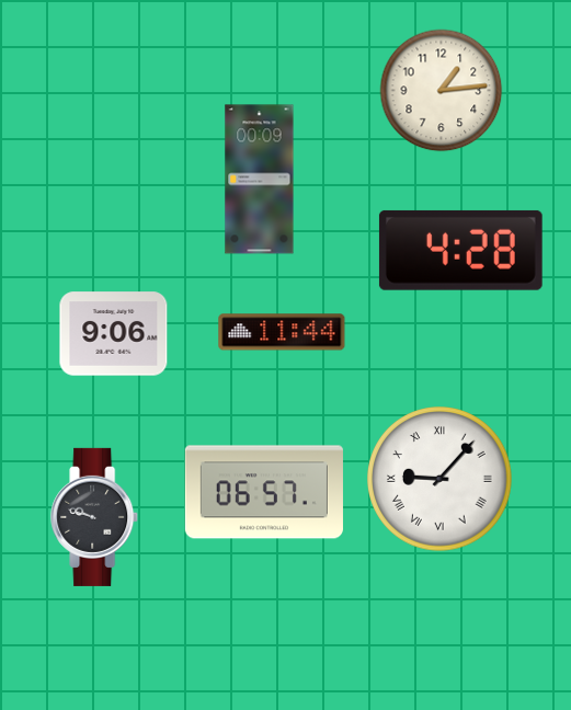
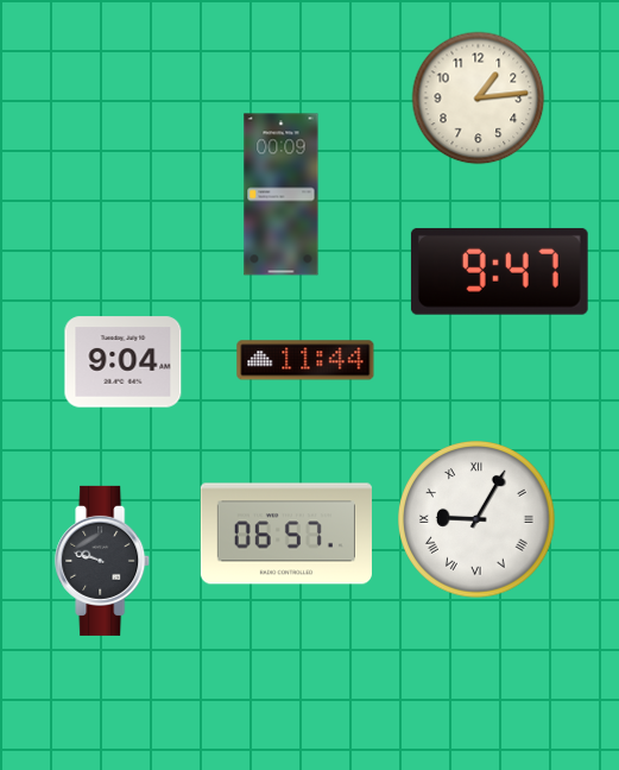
clock at (460, 250): 4:28 -> 9:47
clock at (114, 334): 9:06 -> 9:04
clock at (439, 479): 9:07 -> 9:05
